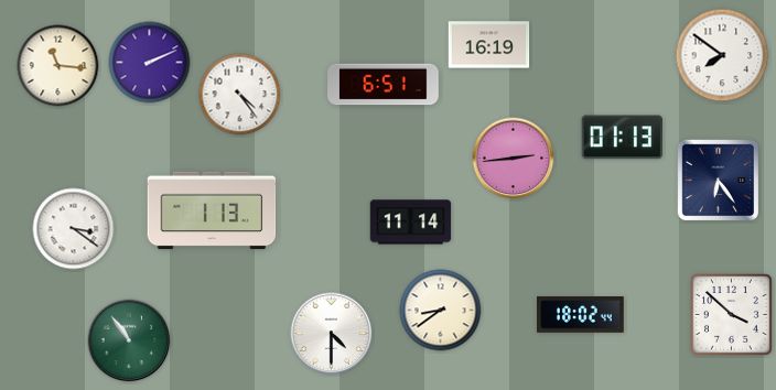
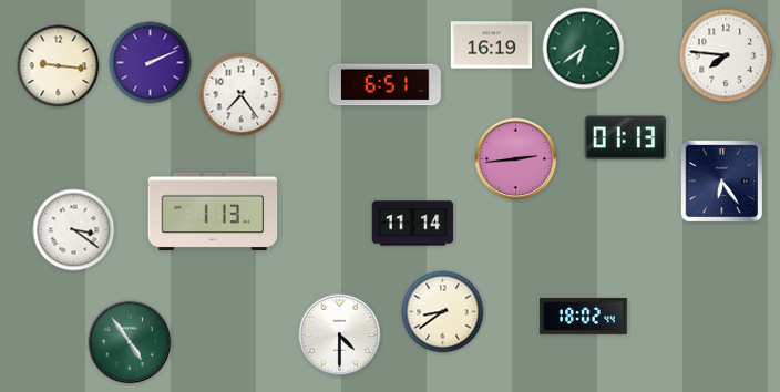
clock at (584, 49): none -> 6:39
clock at (722, 55): 7:51 -> 7:46
clock at (58, 66): 11:16 -> 9:16
clock at (240, 95): 4:24 -> 7:24
clock at (732, 315): 3:52 -> none
clock at (332, 334) position: (332, 334) -> (340, 336)
clock at (129, 340): 10:54 -> 4:54
